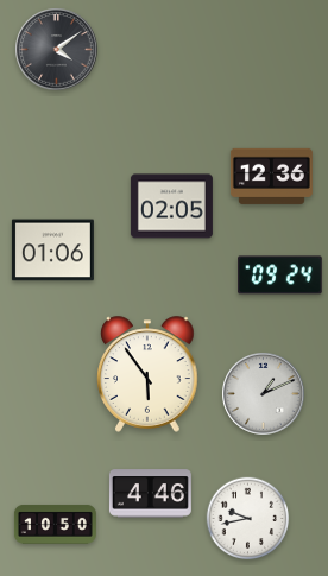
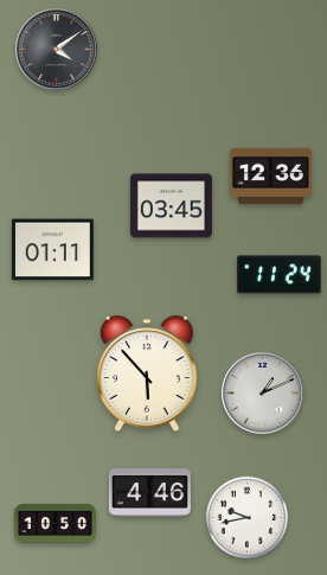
clock at (171, 207): 02:05 -> 03:45
clock at (52, 251): 01:06 -> 01:11
clock at (280, 276): 09:24 -> 11:24
clock at (147, 374): 5:54 -> 5:53
